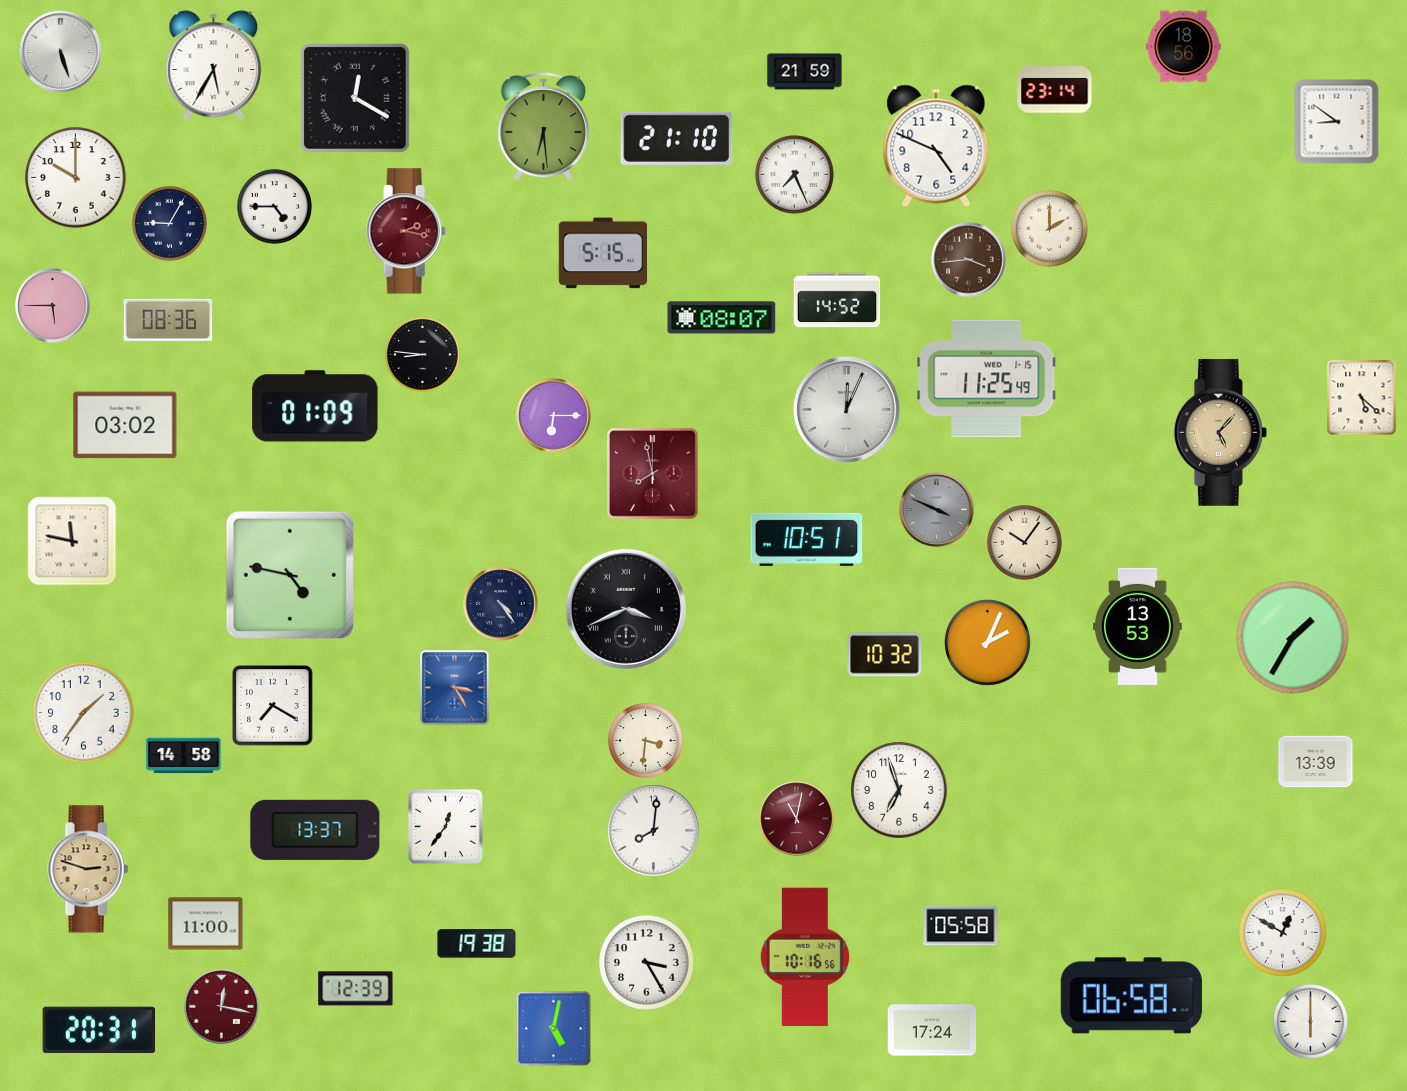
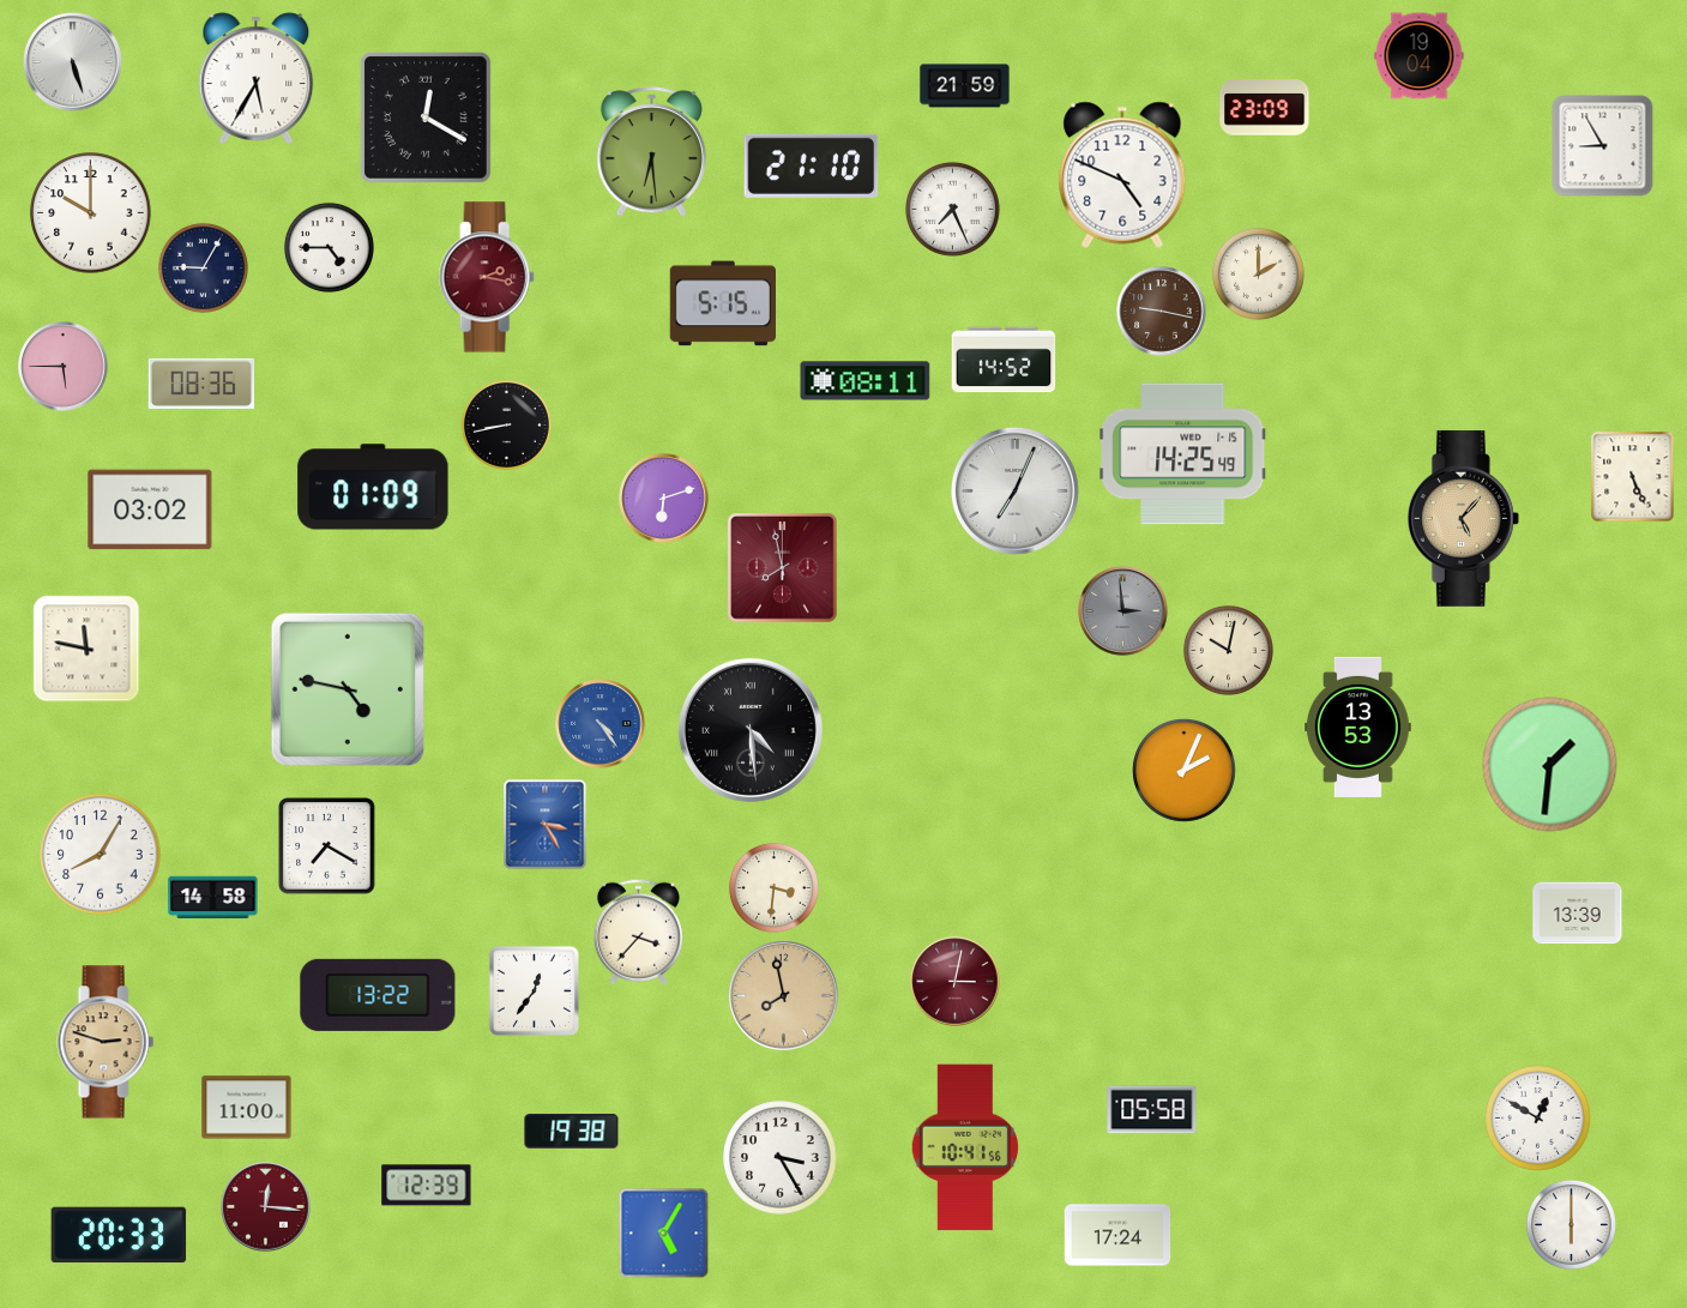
clock at (1184, 47): 18:56 -> 19:04
clock at (1055, 90): 23:14 -> 23:09
clock at (1337, 122): 8:51 -> 8:55
clock at (969, 260): 3:44 -> 9:17
clock at (722, 318): 08:07 -> 08:11
clock at (422, 354): 8:46 -> 8:43
clock at (987, 379): 11:25 -> 14:25
clock at (1362, 398): 5:22 -> 5:26
clock at (315, 406) position: (315, 406) -> (373, 487)
clock at (846, 409): 12:04 -> 7:04
clock at (554, 416): 6:15 -> 6:12
clock at (937, 510): 3:49 -> 2:59
clock at (807, 539): 10:51 -> none
clock at (1024, 542): 10:06 -> 10:02
clock at (501, 604) dial: navy -> blue
clock at (626, 609): 3:41 -> 4:29
clock at (1138, 626) position: (1138, 626) -> (1358, 727)
clock at (1293, 638): 1:35 -> 1:31
clock at (885, 655): 10:32 -> none
clock at (84, 713): 1:36 -> 8:05
clock at (184, 756) position: (184, 756) -> (213, 898)
clock at (638, 933): none -> 3:37
clock at (899, 790): 6:57 -> none
clock at (797, 819): 11:02 -> 3:02
clock at (315, 830): 13:37 -> 13:22
clock at (654, 831): 8:01 -> 7:58
clock at (654, 831) dial: white -> champagne
clock at (804, 957): 10:16 -> 10:41
clock at (647, 963) position: (647, 963) -> (781, 1158)
clock at (1131, 996): 06:58 -> none
clock at (222, 1007): 12:17 -> 12:16
clock at (554, 1029): 5:02 -> 5:05
clock at (99, 1030): 20:31 -> 20:33
